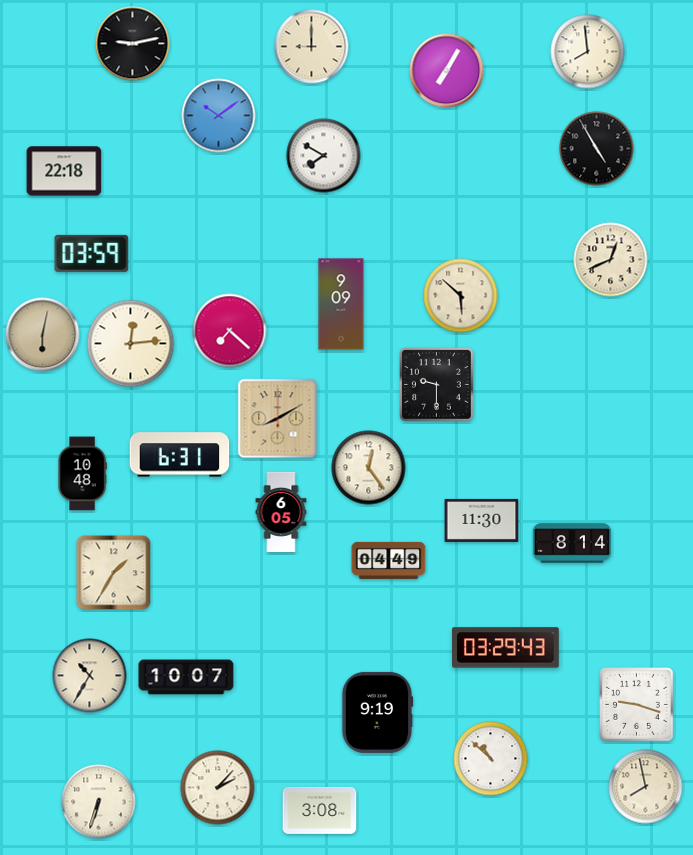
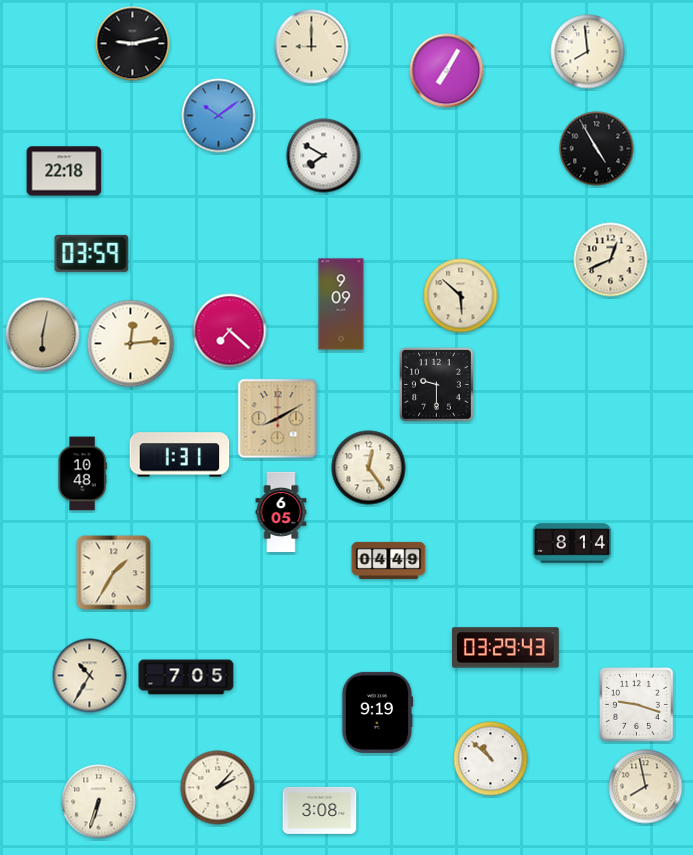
clock at (180, 455): 6:31 -> 1:31
clock at (482, 520): 11:30 -> none
clock at (186, 677): 10:07 -> 7:05
